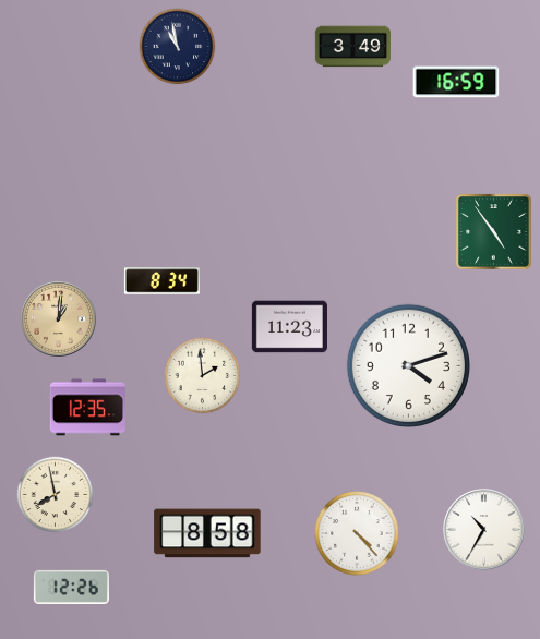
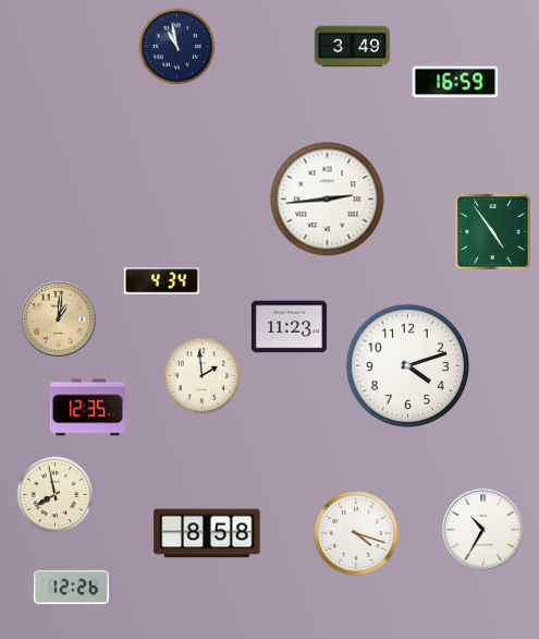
clock at (328, 200): none -> 2:44
clock at (161, 281): 8:34 -> 4:34
clock at (357, 533): 4:23 -> 4:18
